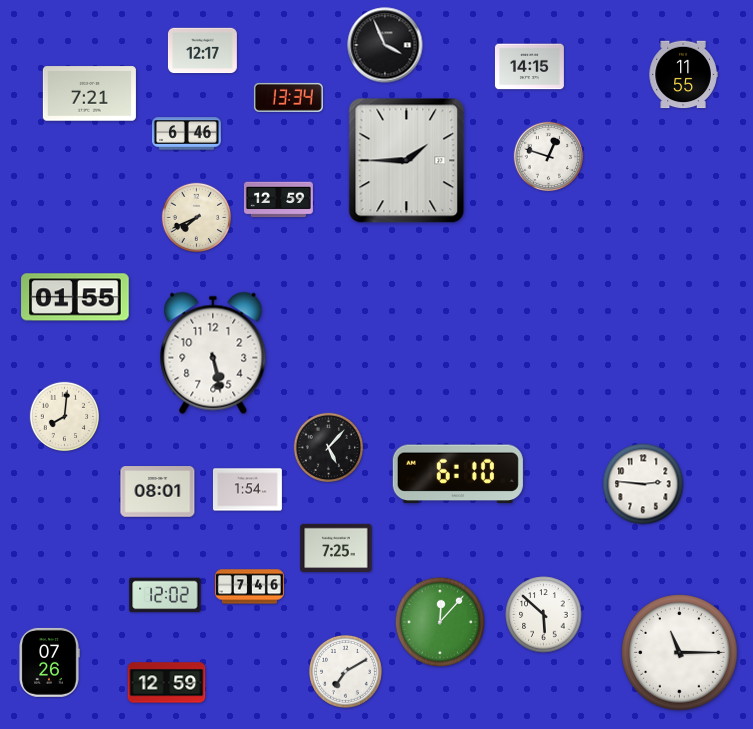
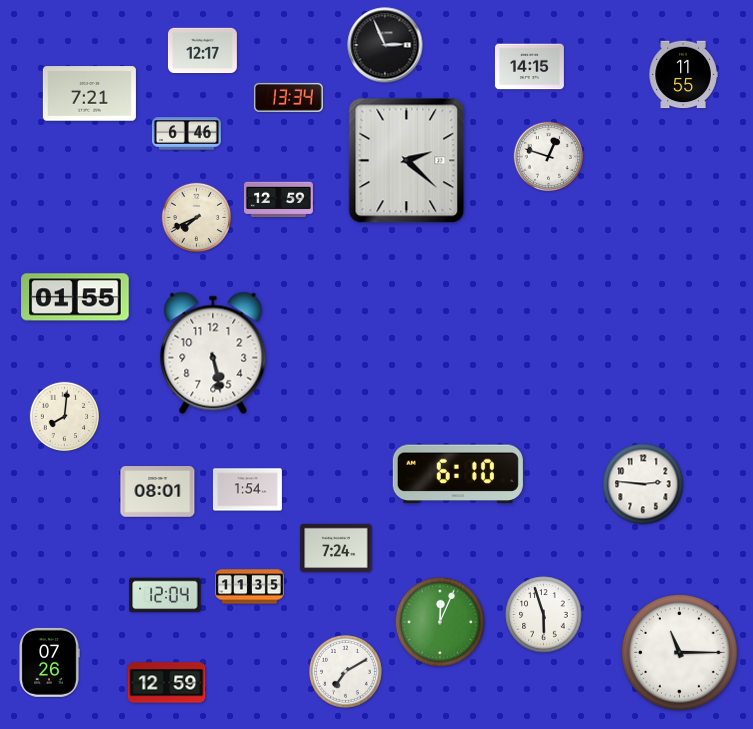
clock at (385, 45): 3:56 -> 2:56
clock at (407, 161): 1:45 -> 2:22
clock at (329, 448): 5:07 -> none
clock at (336, 548): 7:25 -> 7:24
clock at (249, 587): 7:46 -> 11:35
clock at (165, 595): 12:02 -> 12:04
clock at (544, 615): 5:52 -> 5:57
clock at (440, 622): 12:07 -> 12:04
